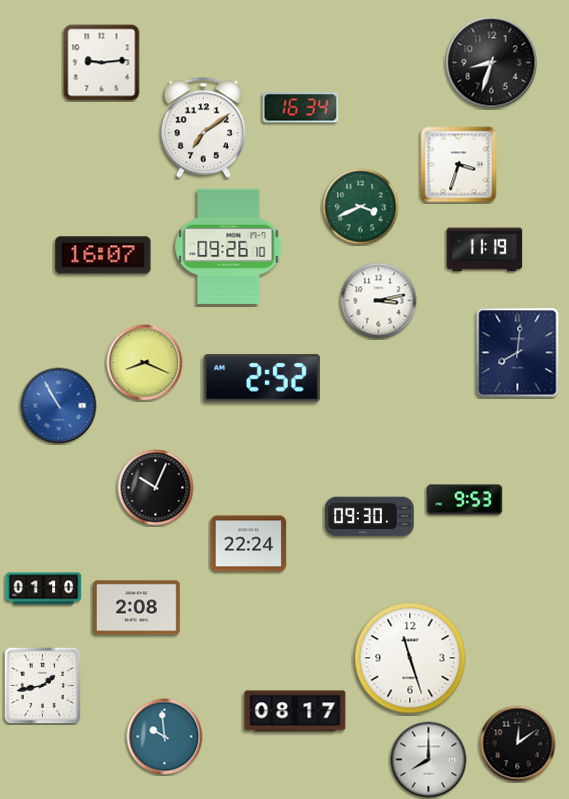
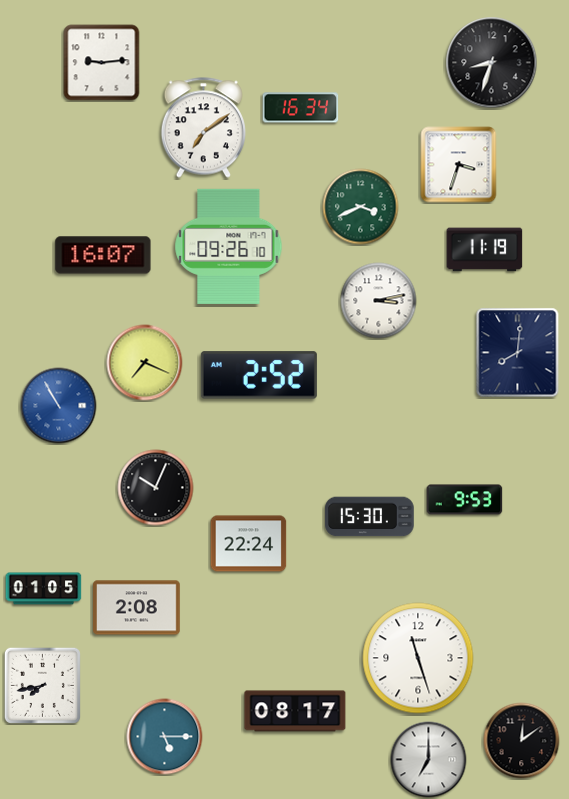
clock at (145, 363): 8:19 -> 7:19
clock at (262, 378) position: (262, 378) -> (259, 375)
clock at (370, 517): 09:30 -> 15:30
clock at (44, 589): 01:10 -> 01:05
clock at (410, 658) position: (410, 658) -> (418, 658)
clock at (42, 685): 1:43 -> 7:43
clock at (165, 737): 9:59 -> 5:15
clock at (518, 744) position: (518, 744) -> (522, 741)
clock at (429, 760): 8:00 -> 7:00
